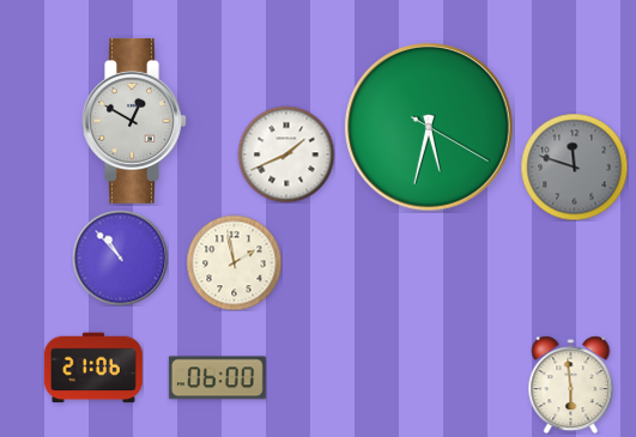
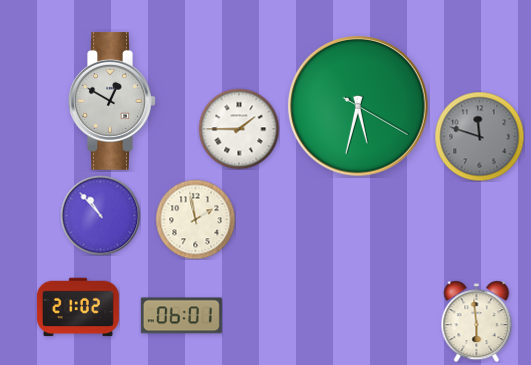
clock at (286, 154): 1:41 -> 1:45
clock at (574, 166) position: (574, 166) -> (479, 136)
clock at (93, 368): 21:06 -> 21:02
clock at (217, 378): 06:00 -> 06:01
